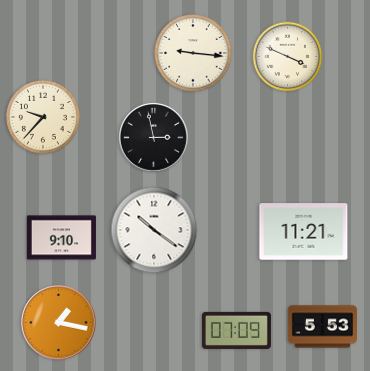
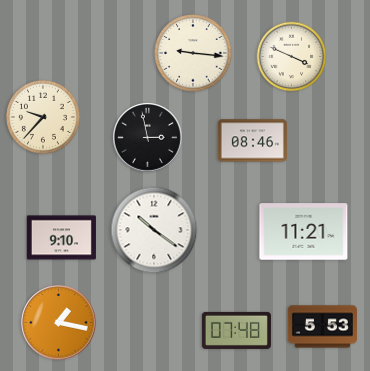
clock at (288, 57) position: (288, 57) -> (292, 57)
clock at (153, 137) position: (153, 137) -> (147, 137)
clock at (252, 141): none -> 08:46
clock at (236, 330): 07:09 -> 07:48
